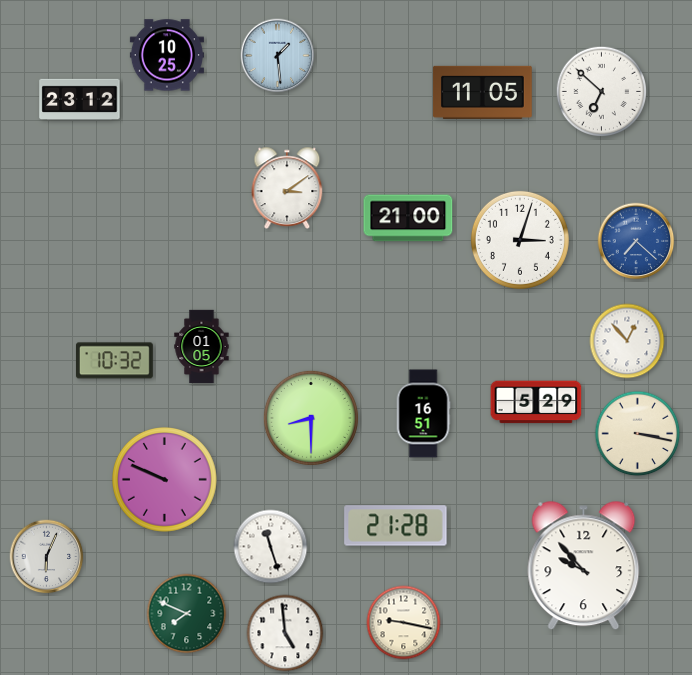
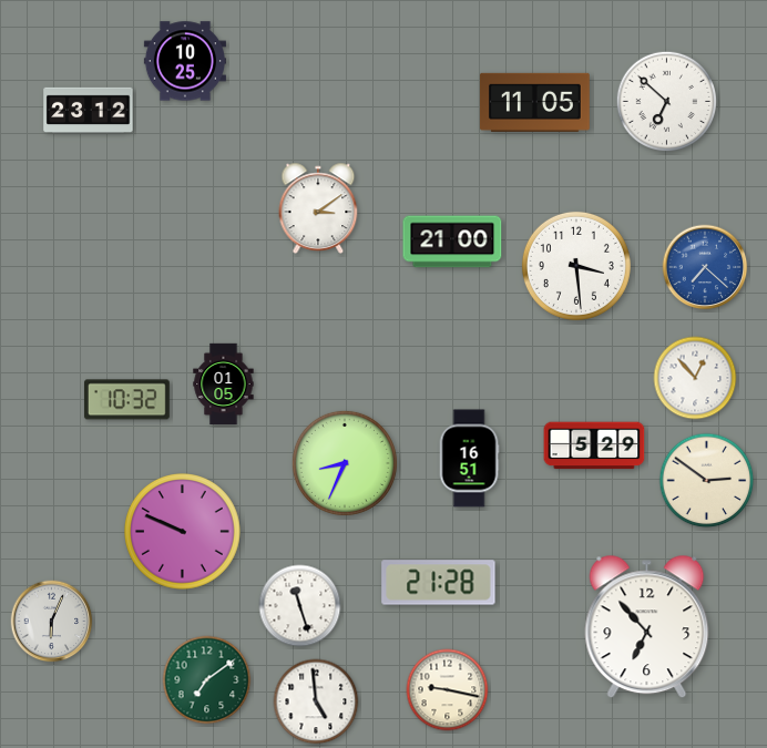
clock at (278, 56): 1:29 -> none
clock at (520, 240): 3:03 -> 3:29
clock at (311, 418): 8:30 -> 8:34
clock at (638, 434): 3:17 -> 2:51
clock at (47, 557) position: (47, 557) -> (52, 622)
clock at (584, 566): 9:53 -> 6:53
clock at (187, 614): 7:49 -> 7:09
